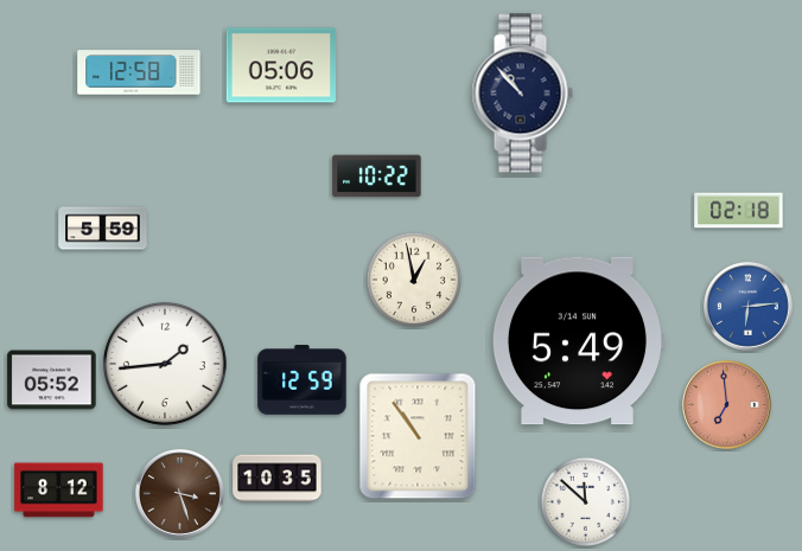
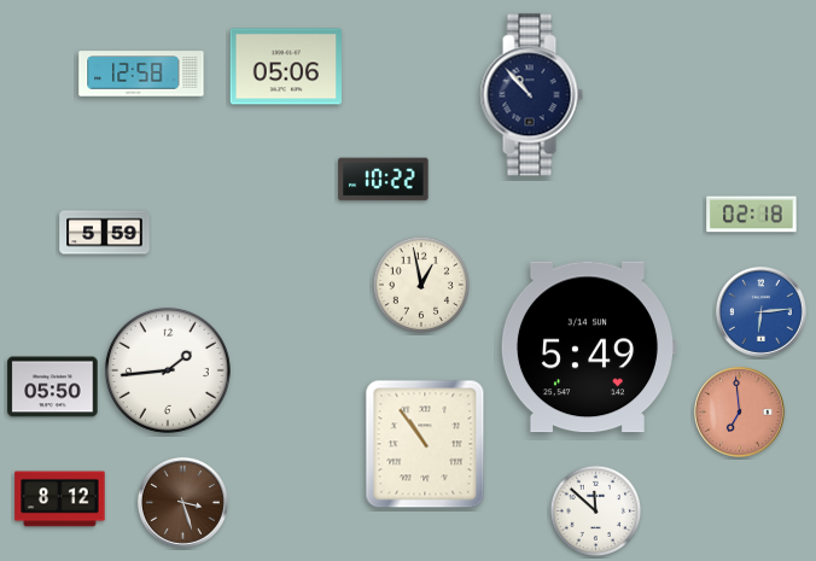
clock at (52, 380): 05:52 -> 05:50
clock at (303, 380): 12:59 -> none
clock at (278, 479): 10:35 -> none
